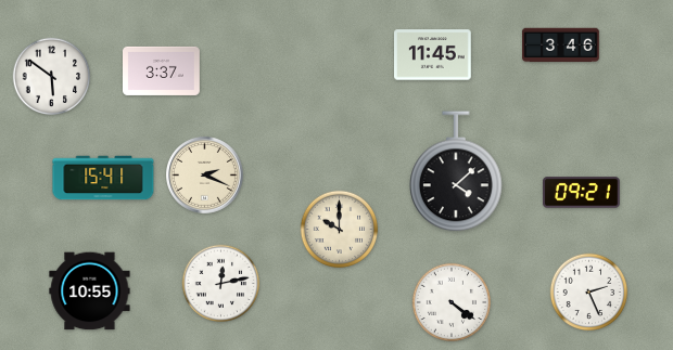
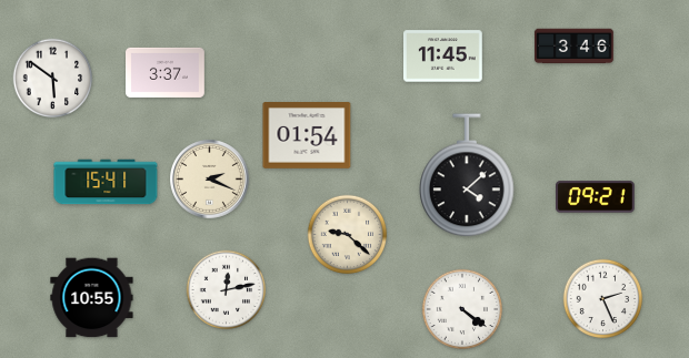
clock at (307, 136): none -> 01:54
clock at (340, 230): 10:00 -> 9:22
